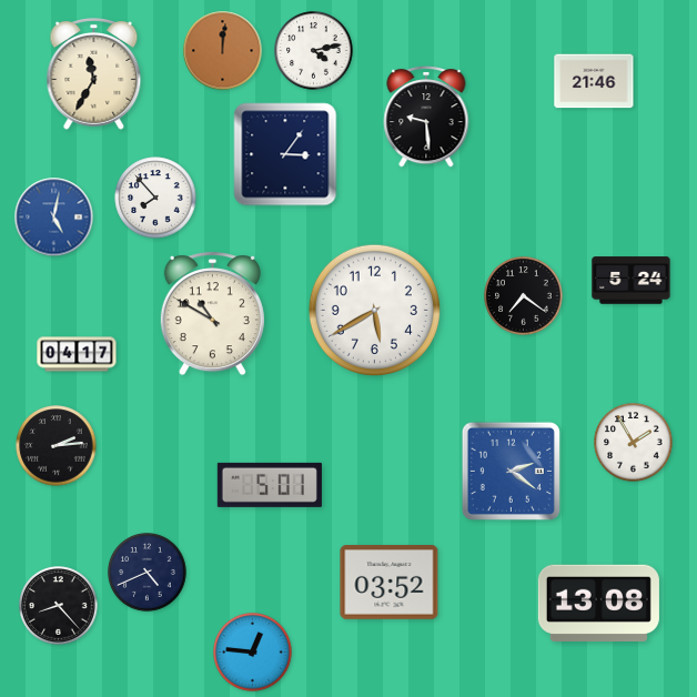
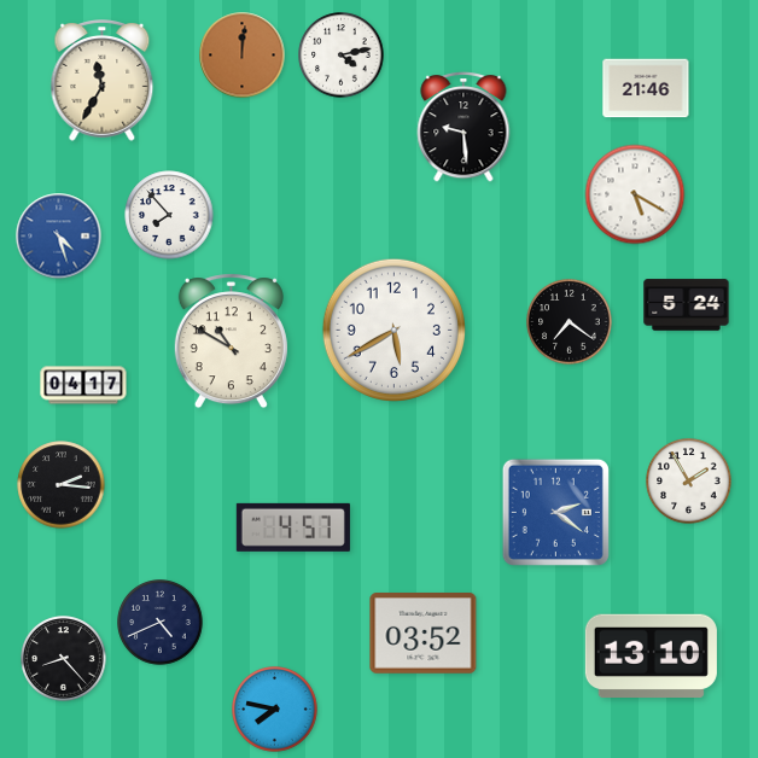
clock at (285, 154): 3:06 -> none
clock at (635, 194): none -> 5:20
clock at (54, 218): 5:02 -> 4:27
clock at (374, 310) position: (374, 310) -> (393, 330)
clock at (57, 446): 2:14 -> 2:16
clock at (270, 485): 5:01 -> 4:57
clock at (598, 603): 13:08 -> 13:10
clock at (253, 653): 12:46 -> 7:47
